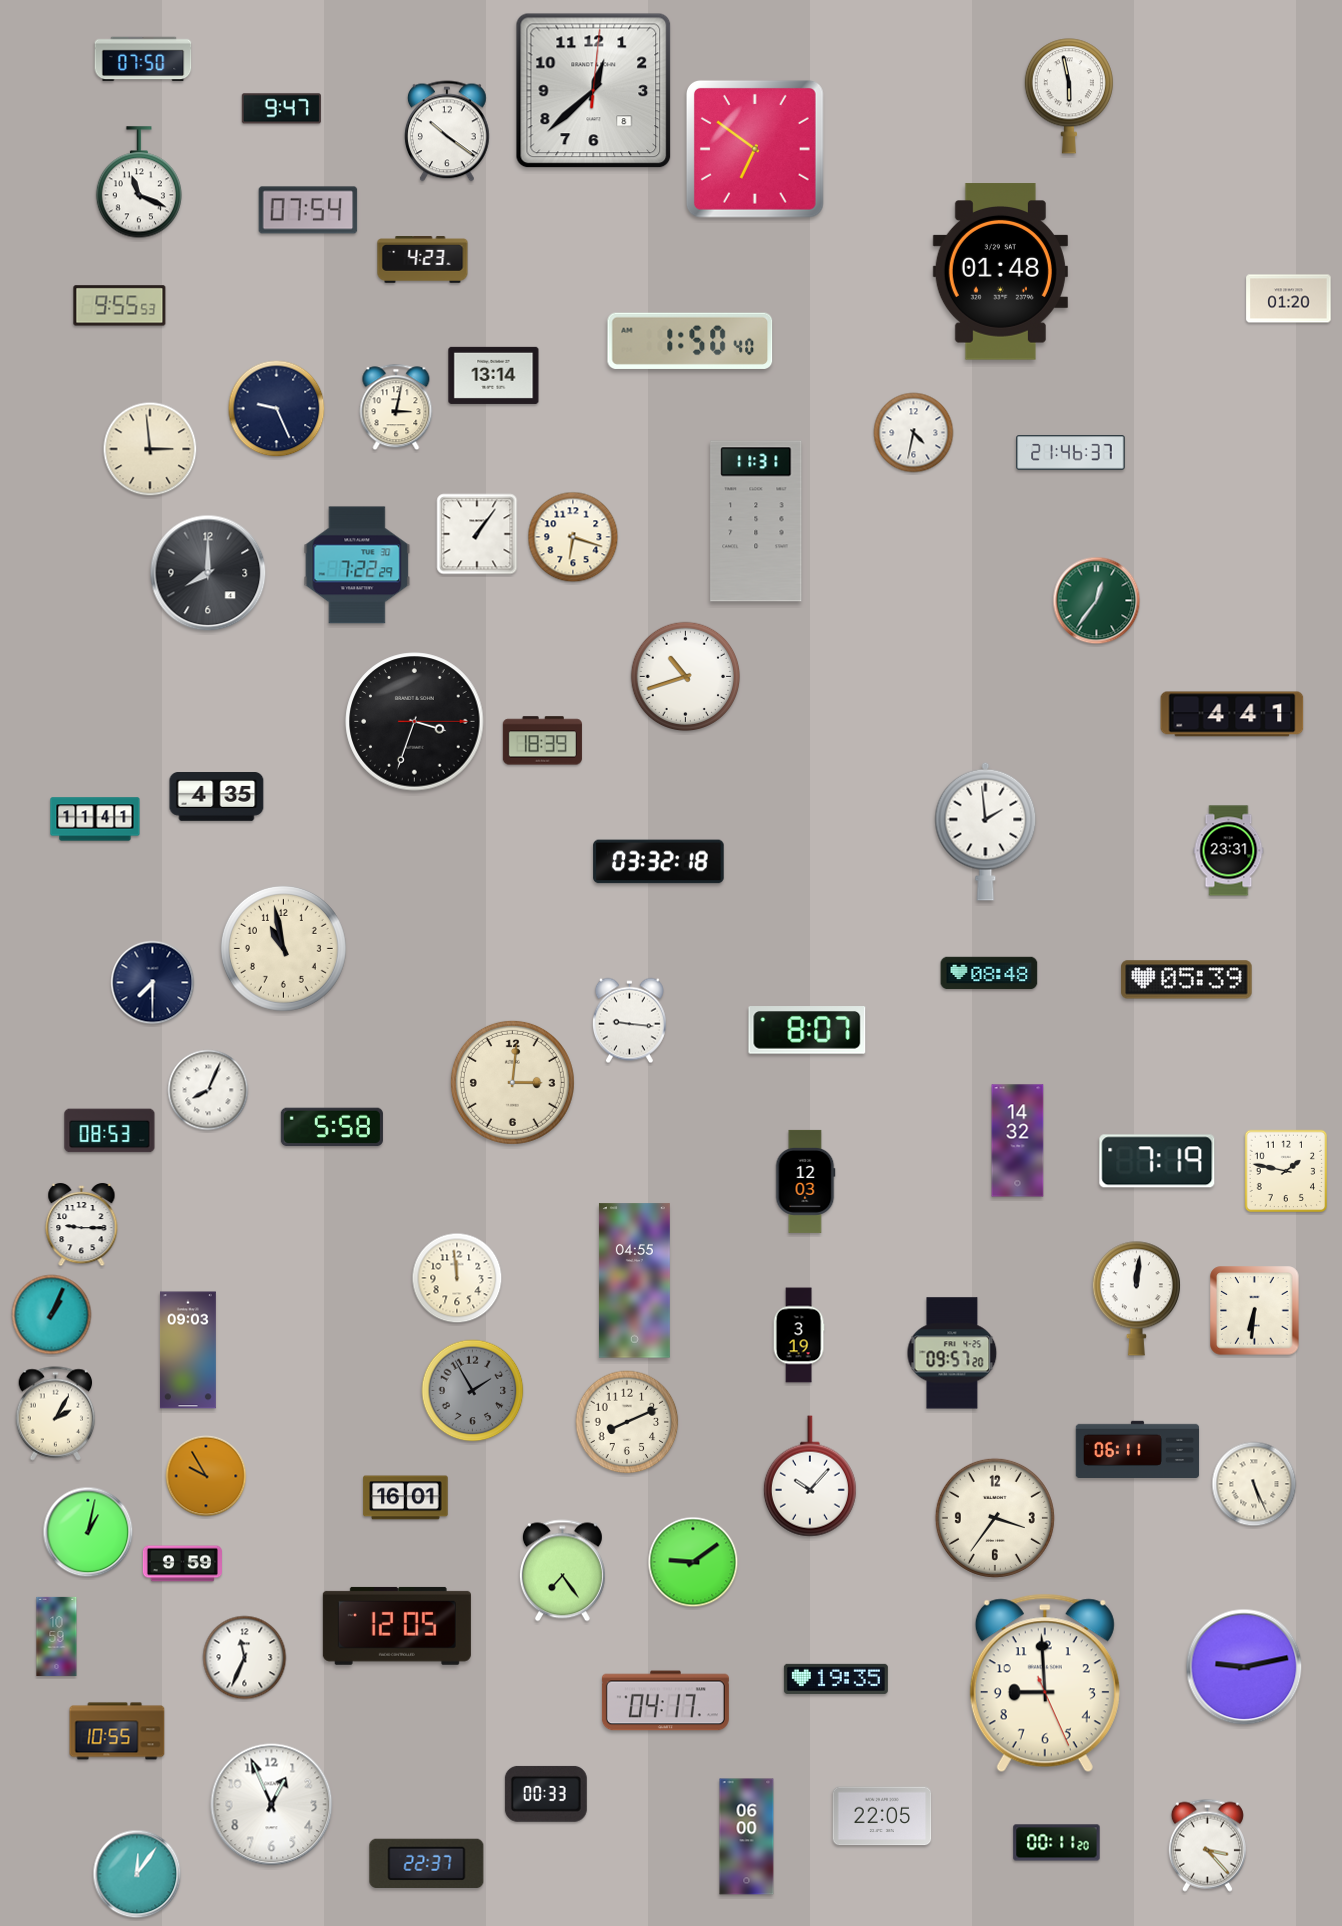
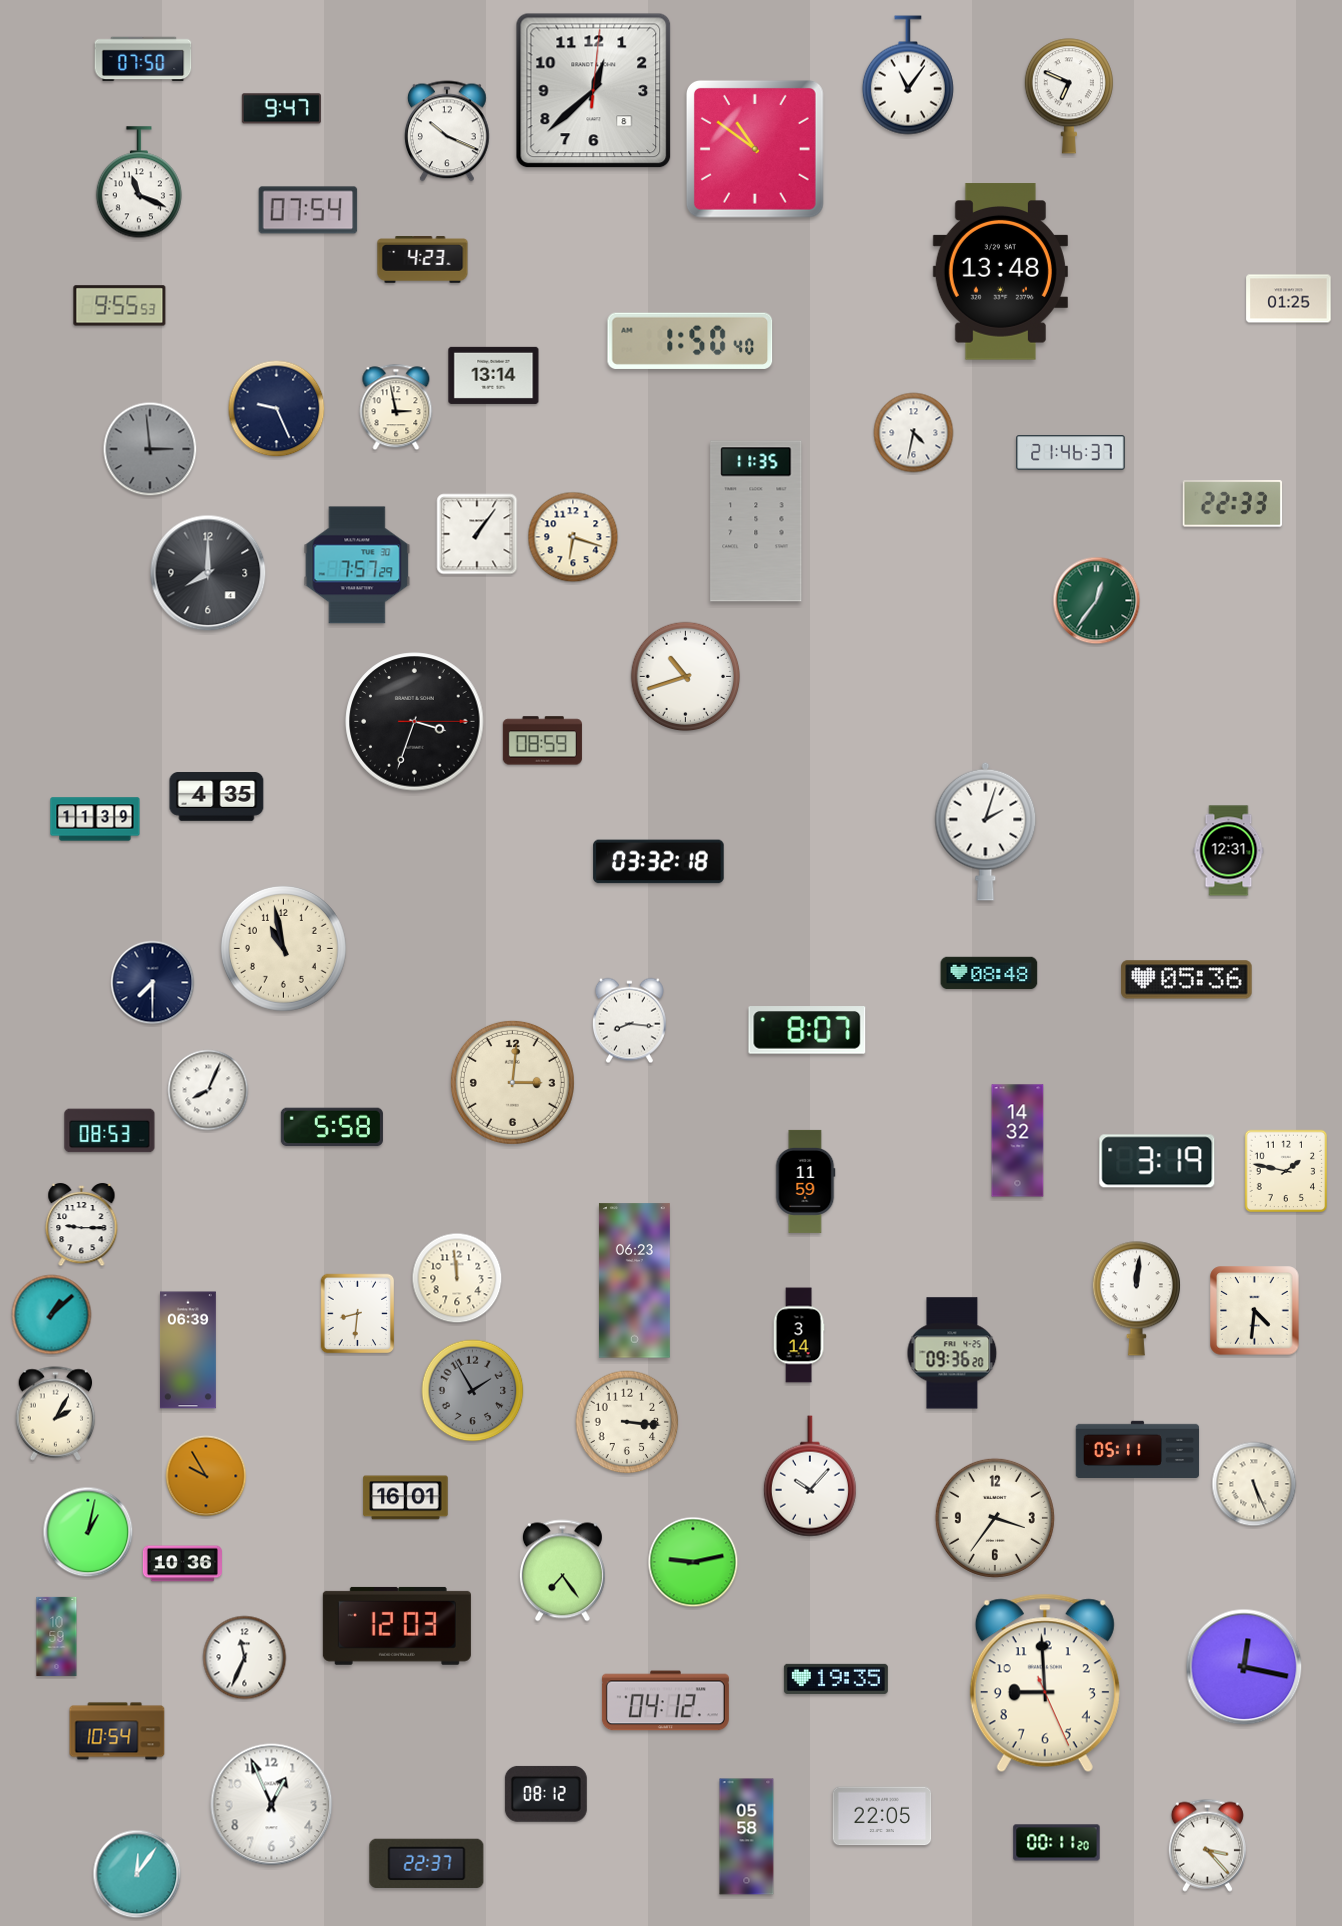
clock at (908, 75): none -> 11:06
clock at (1069, 96): 5:58 -> 6:49
clock at (447, 131): 10:21 -> 10:19
clock at (755, 149): 6:51 -> 10:51
clock at (1000, 272): 01:48 -> 13:48
clock at (1289, 299): 01:20 -> 01:25
clock at (396, 407): 3:02 -> 2:58
clock at (150, 449) dial: cream -> grey
clock at (1233, 504): none -> 22:33
clock at (756, 521): 11:31 -> 11:35
clock at (357, 565): 7:22 -> 7:57
clock at (1232, 714): 4:41 -> none
clock at (542, 741): 18:39 -> 08:59
clock at (95, 819): 11:41 -> 11:39
clock at (986, 831): 1:59 -> 2:03
clock at (1229, 851): 23:31 -> 12:31
clock at (1187, 980): 05:39 -> 05:36
clock at (629, 1021): 9:16 -> 8:16
clock at (1157, 1161): 7:19 -> 3:19
clock at (805, 1181): 12:03 -> 11:59
clock at (634, 1281): 04:55 -> 06:23
clock at (1255, 1311): 6:31 -> 4:31
clock at (358, 1314): none -> 8:31
clock at (52, 1315): 1:04 -> 1:08
clock at (799, 1335): 3:19 -> 3:14
clock at (188, 1350): 09:03 -> 06:39
clock at (952, 1353): 09:57 -> 09:36
clock at (627, 1422): 8:11 -> 3:16
clock at (1138, 1449): 06:11 -> 05:11
clock at (693, 1562): 9:09 -> 9:13
clock at (182, 1564): 9:59 -> 10:36
clock at (397, 1626): 12:05 -> 12:03
clock at (1244, 1667): 9:13 -> 12:17
clock at (665, 1701): 04:17 -> 04:12
clock at (117, 1731): 10:55 -> 10:54
clock at (546, 1794): 00:33 -> 08:12
clock at (747, 1837): 06:00 -> 05:58
